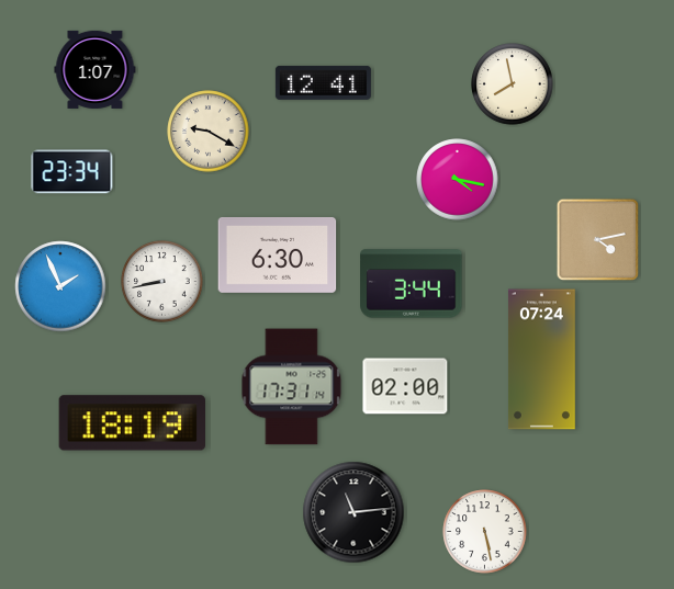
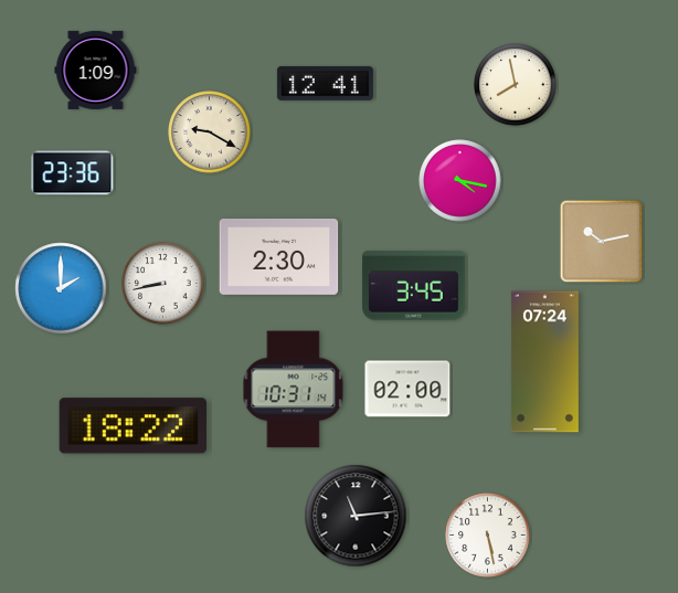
clock at (96, 69): 1:07 -> 1:09
clock at (72, 172): 23:34 -> 23:36
clock at (598, 240): 4:13 -> 10:13
clock at (278, 254): 6:30 -> 2:30
clock at (412, 284): 3:44 -> 3:45
clock at (60, 286): 1:56 -> 2:00
clock at (292, 387): 17:31 -> 10:31
clock at (133, 423): 18:19 -> 18:22
